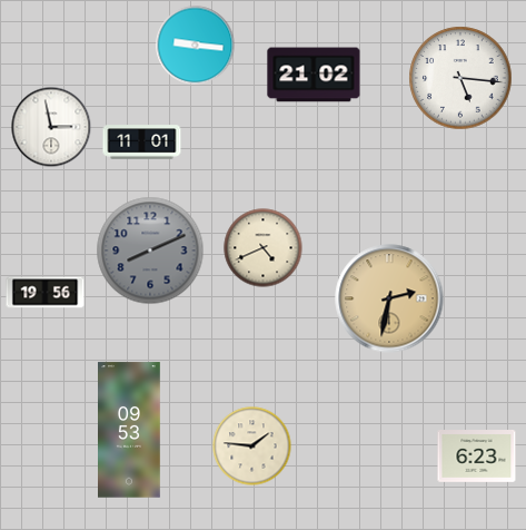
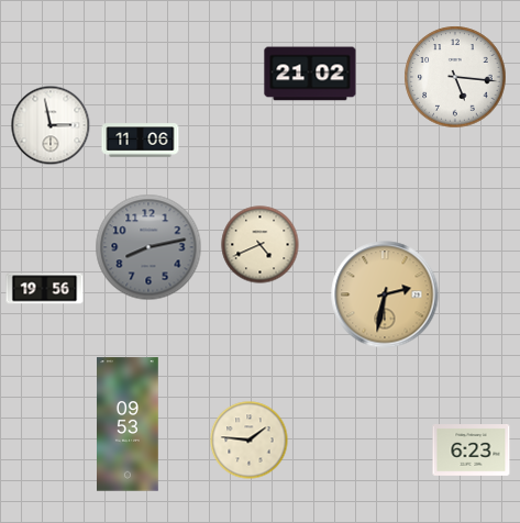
clock at (196, 46): 9:16 -> none
clock at (142, 143): 11:01 -> 11:06
clock at (150, 251): 8:11 -> 8:13
